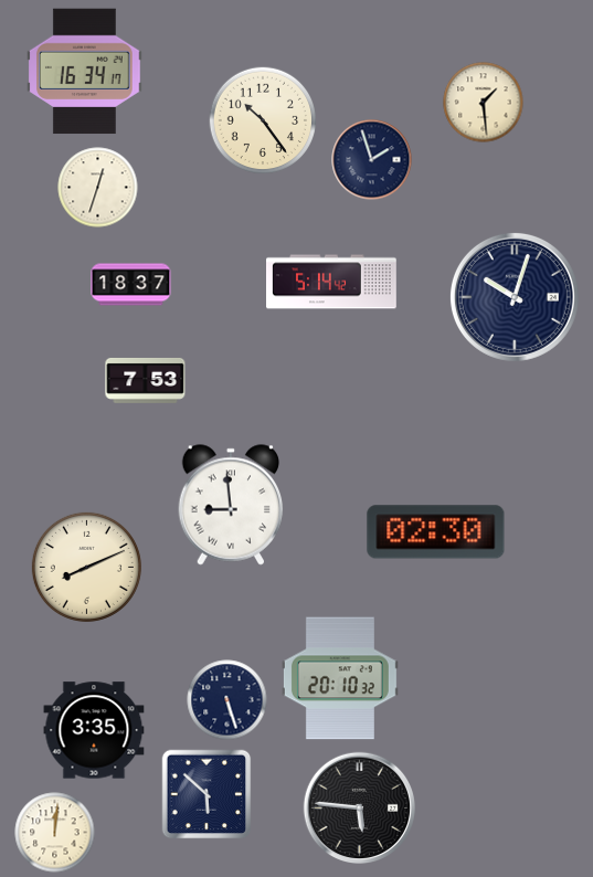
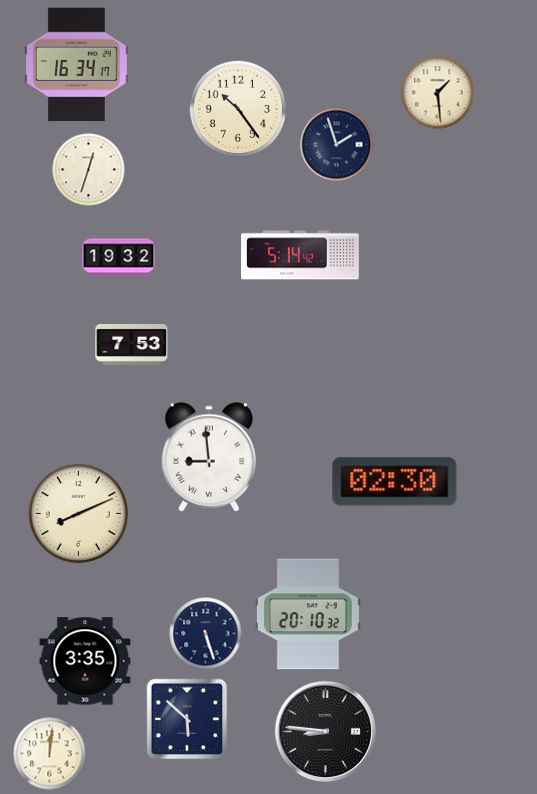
clock at (131, 285): 18:37 -> 19:32
clock at (515, 297): 10:03 -> none
clock at (360, 809): 5:46 -> 8:46
